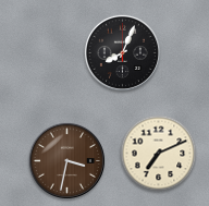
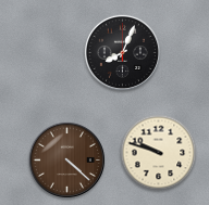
clock at (159, 154): 7:11 -> 9:48
clock at (66, 160): 3:32 -> 4:22
